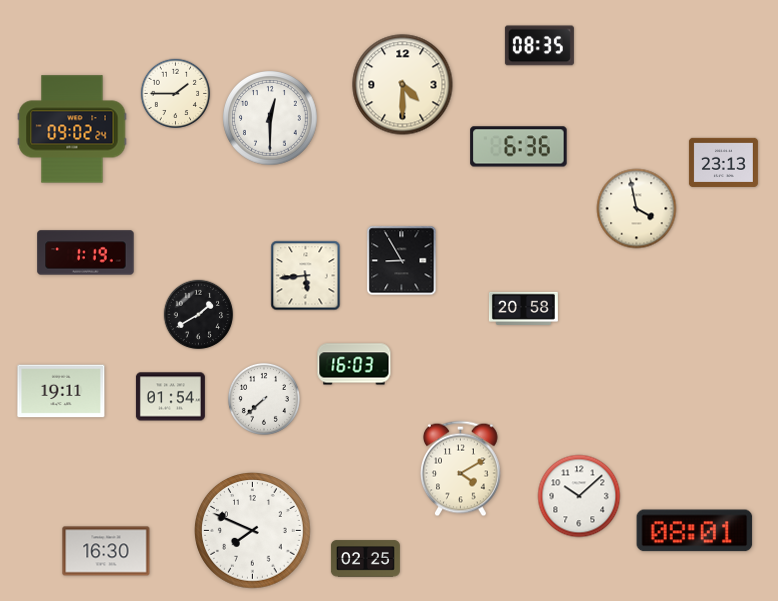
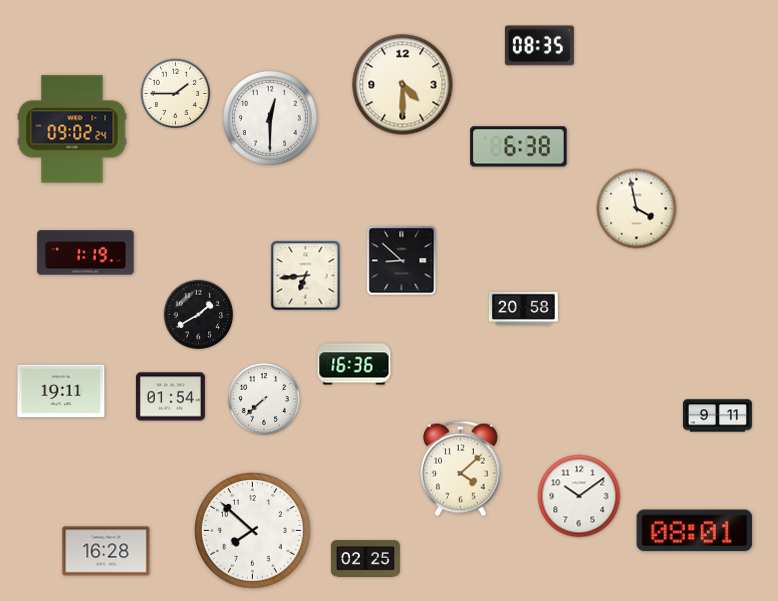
clock at (519, 147): 6:36 -> 6:38
clock at (723, 162): 23:13 -> none
clock at (402, 261): 8:55 -> 8:52
clock at (306, 276): 5:44 -> 6:44
clock at (354, 364): 16:03 -> 16:36
clock at (717, 416): none -> 9:11
clock at (460, 469): 4:10 -> 4:08
clock at (579, 496): 10:08 -> 10:09
clock at (253, 531): 7:49 -> 7:52
clock at (106, 551): 16:30 -> 16:28
